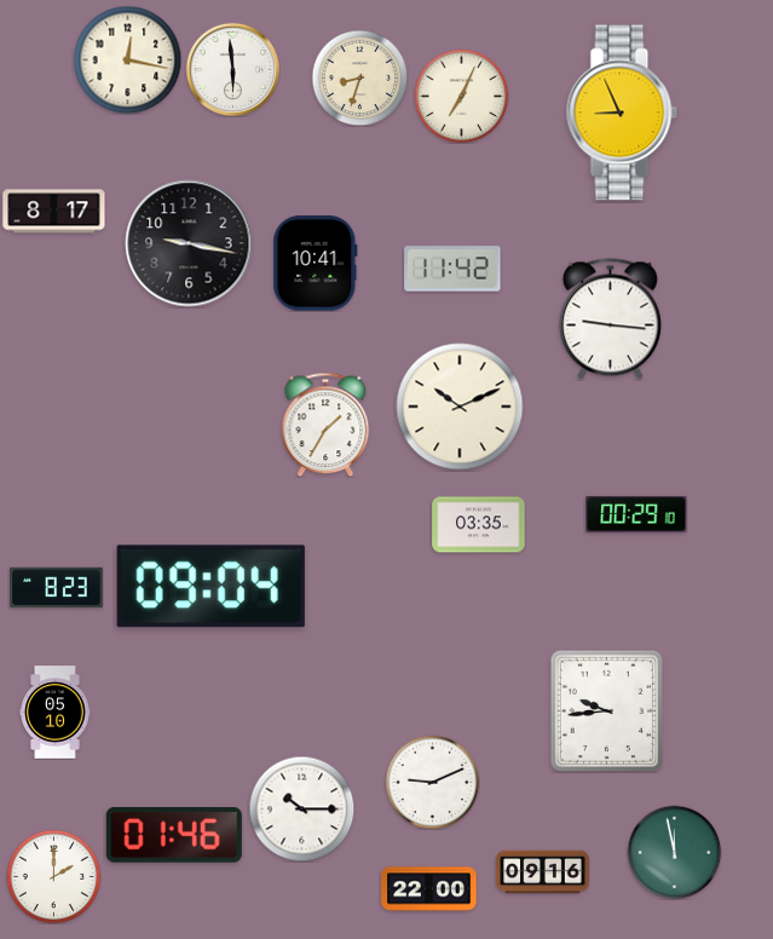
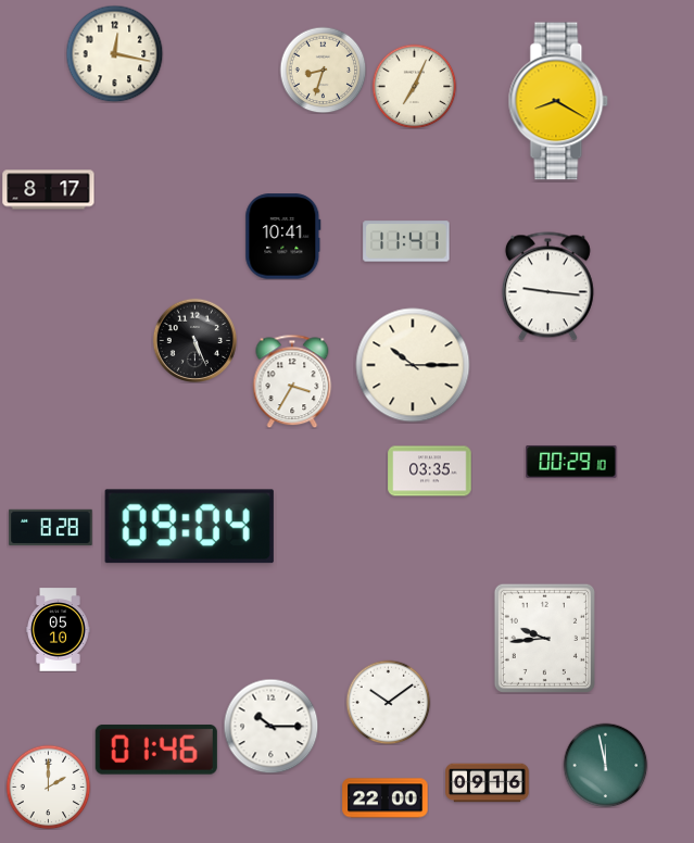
clock at (232, 69): 5:59 -> none
clock at (622, 113): 8:56 -> 8:20
clock at (189, 243): 9:17 -> none
clock at (452, 269): 11:42 -> 11:41
clock at (194, 340): none -> 5:26
clock at (460, 407): 10:11 -> 10:15
clock at (325, 425): 1:35 -> 3:35
clock at (57, 588): 8:23 -> 8:28
clock at (56, 713) position: (56, 713) -> (59, 630)
clock at (432, 782): 9:11 -> 10:09
